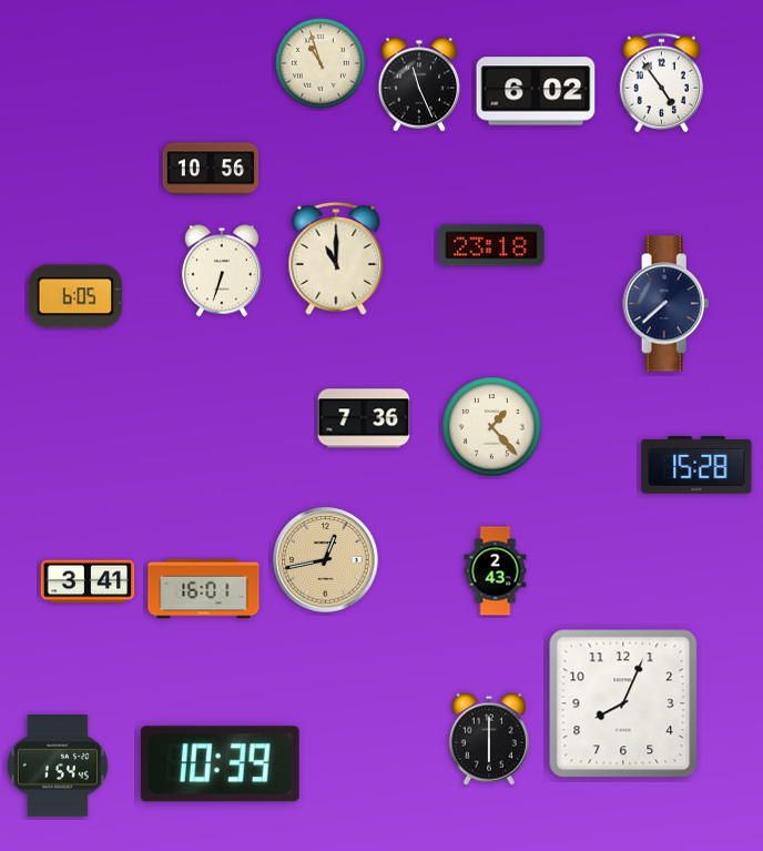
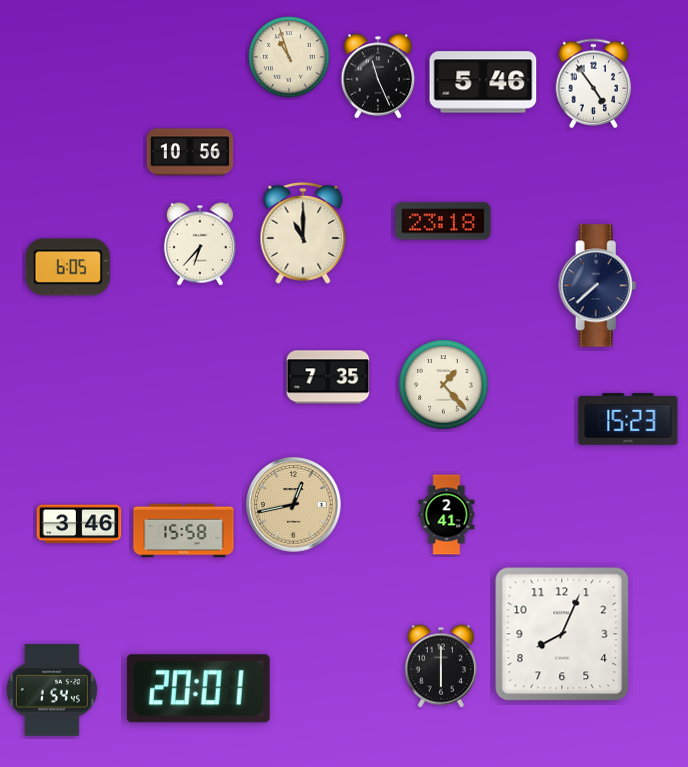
clock at (662, 83) position: (662, 83) -> (594, 84)
clock at (536, 91): 6:02 -> 5:46
clock at (222, 271): 6:33 -> 6:37
clock at (667, 304) position: (667, 304) -> (598, 286)
clock at (364, 418): 7:36 -> 7:35
clock at (696, 465): 15:28 -> 15:23
clock at (496, 571): 2:43 -> 2:41
clock at (88, 581): 3:41 -> 3:46
clock at (204, 589): 16:01 -> 15:58
clock at (220, 764): 10:39 -> 20:01
